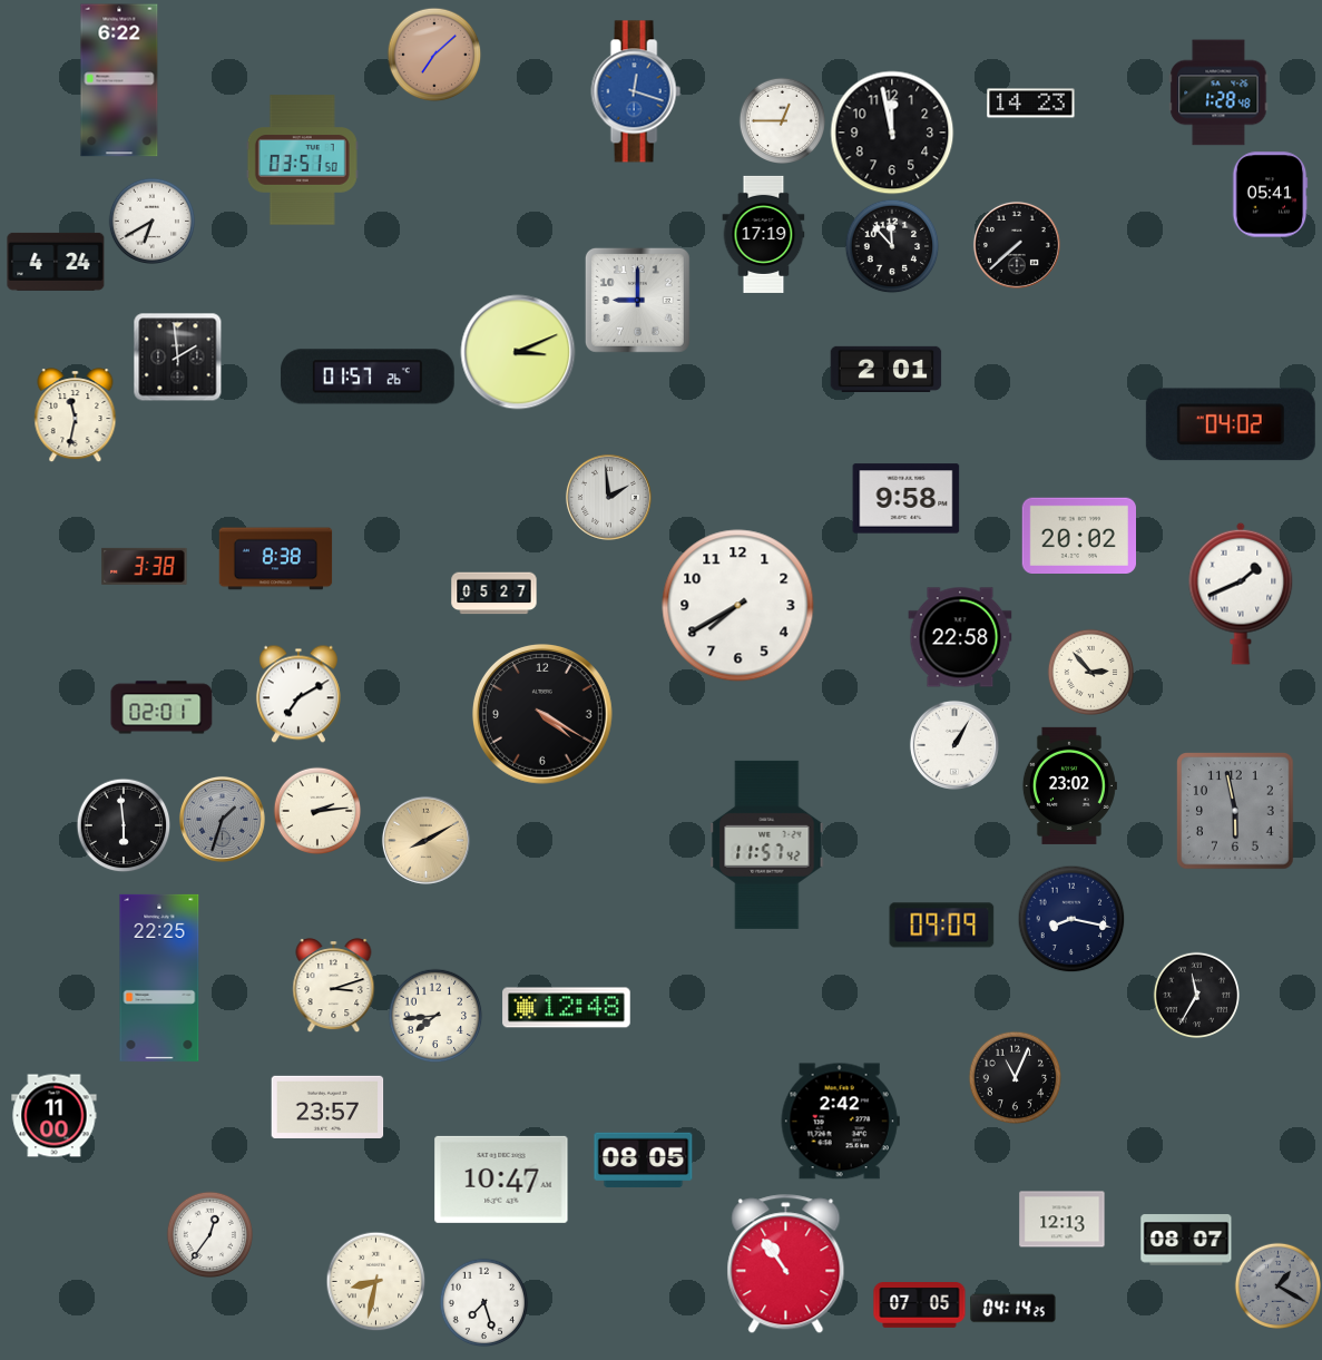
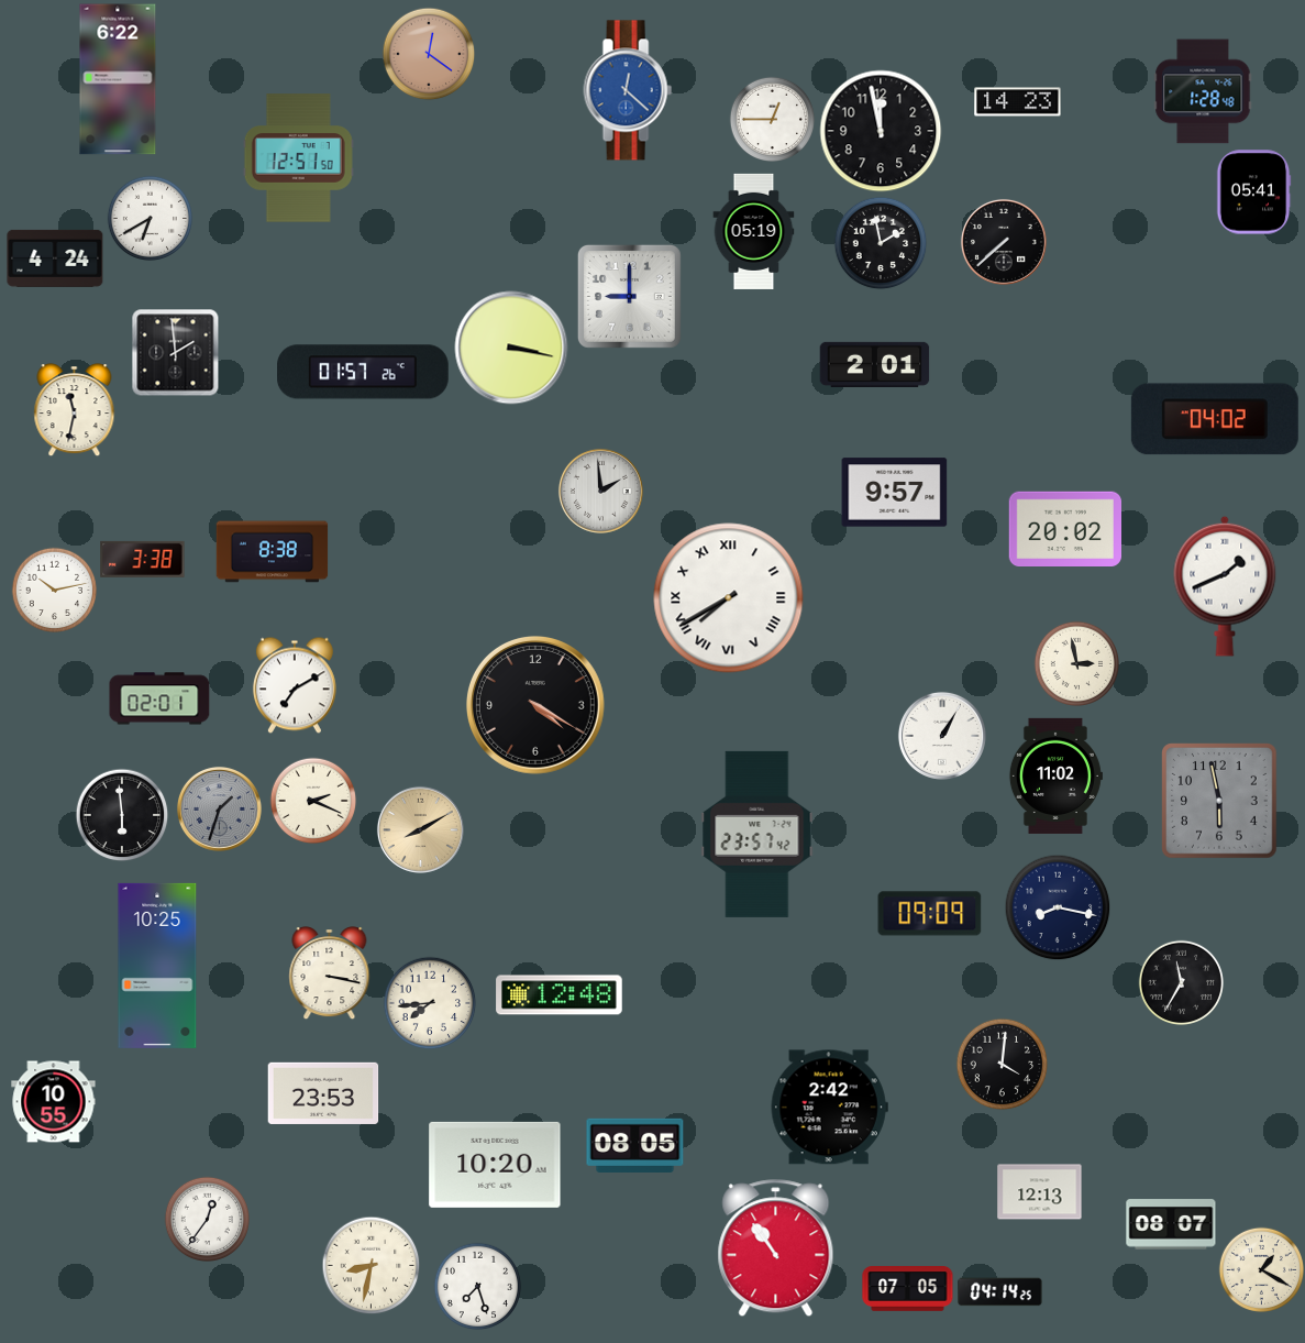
clock at (434, 55): 7:08 -> 12:21
clock at (636, 91): 12:18 -> 12:22
clock at (302, 160): 03:51 -> 12:51
clock at (764, 234): 17:19 -> 05:19
clock at (892, 246): 11:53 -> 1:58
clock at (518, 352): 3:11 -> 3:17
clock at (907, 499): 9:58 -> 9:57
clock at (494, 594): 05:27 -> none
clock at (54, 590): none -> 10:13
clock at (738, 606) numerals: Arabic -> Roman
clock at (960, 637): 22:58 -> none
clock at (1090, 672): 2:53 -> 2:58
clock at (1069, 785): 23:02 -> 11:02
clock at (317, 811): 2:14 -> 2:19
clock at (767, 844): 11:57 -> 23:57
clock at (159, 978): 22:25 -> 10:25
clock at (334, 986): 3:12 -> 3:17
clock at (1015, 1077): 11:04 -> 4:01
clock at (327, 1107): 23:57 -> 23:53
clock at (55, 1116): 11:00 -> 10:55
clock at (501, 1180): 10:47 -> 10:20
clock at (1063, 1220) position: (1063, 1220) -> (1040, 1192)
clock at (1277, 1285) dial: grey -> cream
